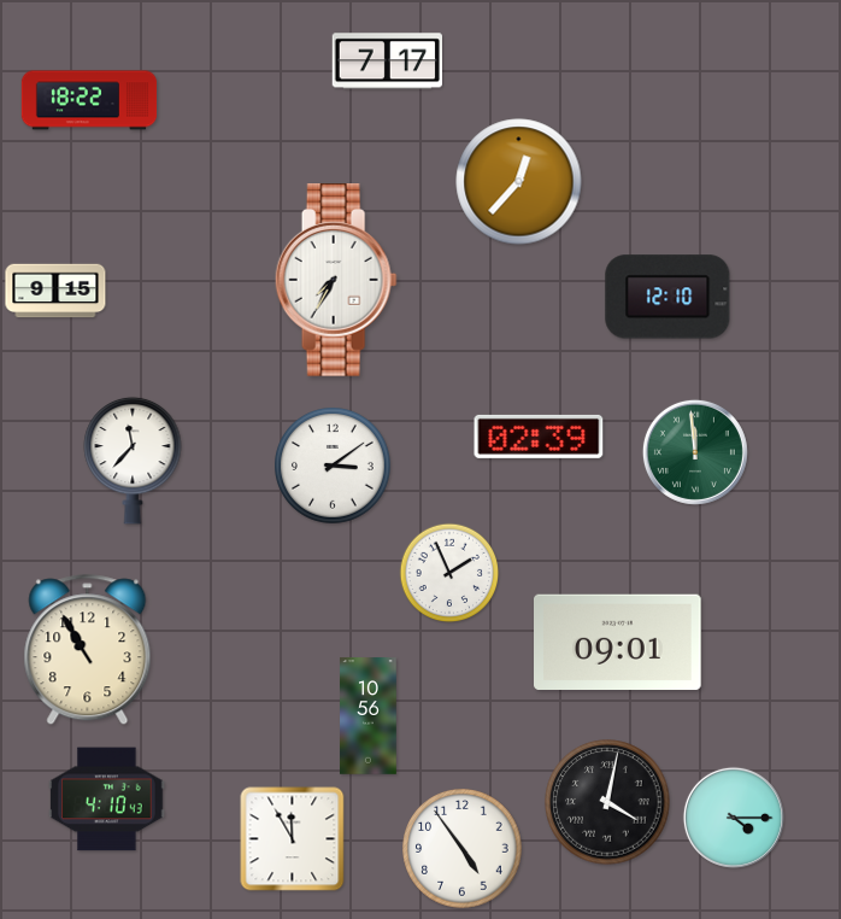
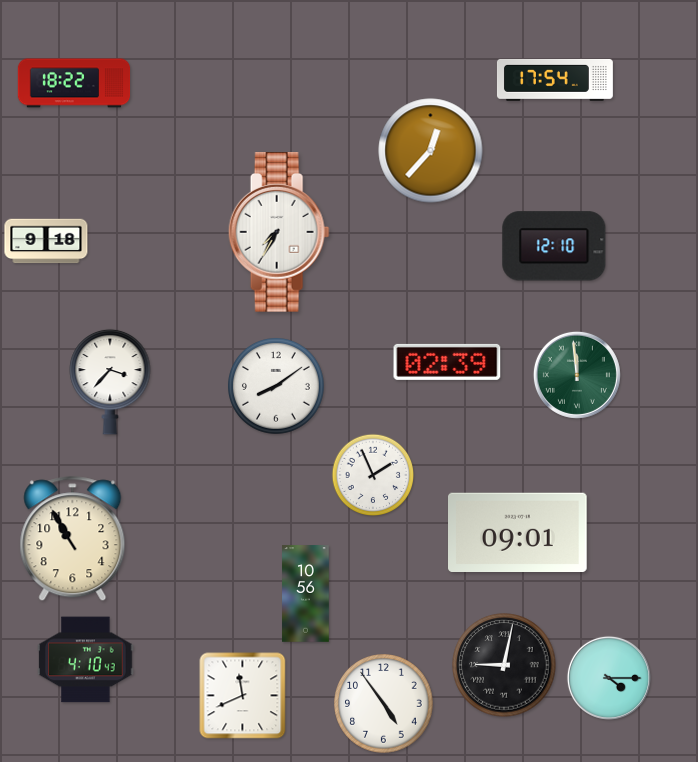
clock at (387, 62): 7:17 -> none
clock at (555, 80): none -> 17:54
clock at (55, 291): 9:15 -> 9:18
clock at (133, 461): 11:37 -> 3:37
clock at (334, 467): 3:09 -> 8:09
clock at (618, 642) position: (618, 642) -> (518, 532)
clock at (107, 800) position: (107, 800) -> (86, 660)
clock at (607, 802): 4:02 -> 9:02
clock at (293, 839): 11:55 -> 11:41
